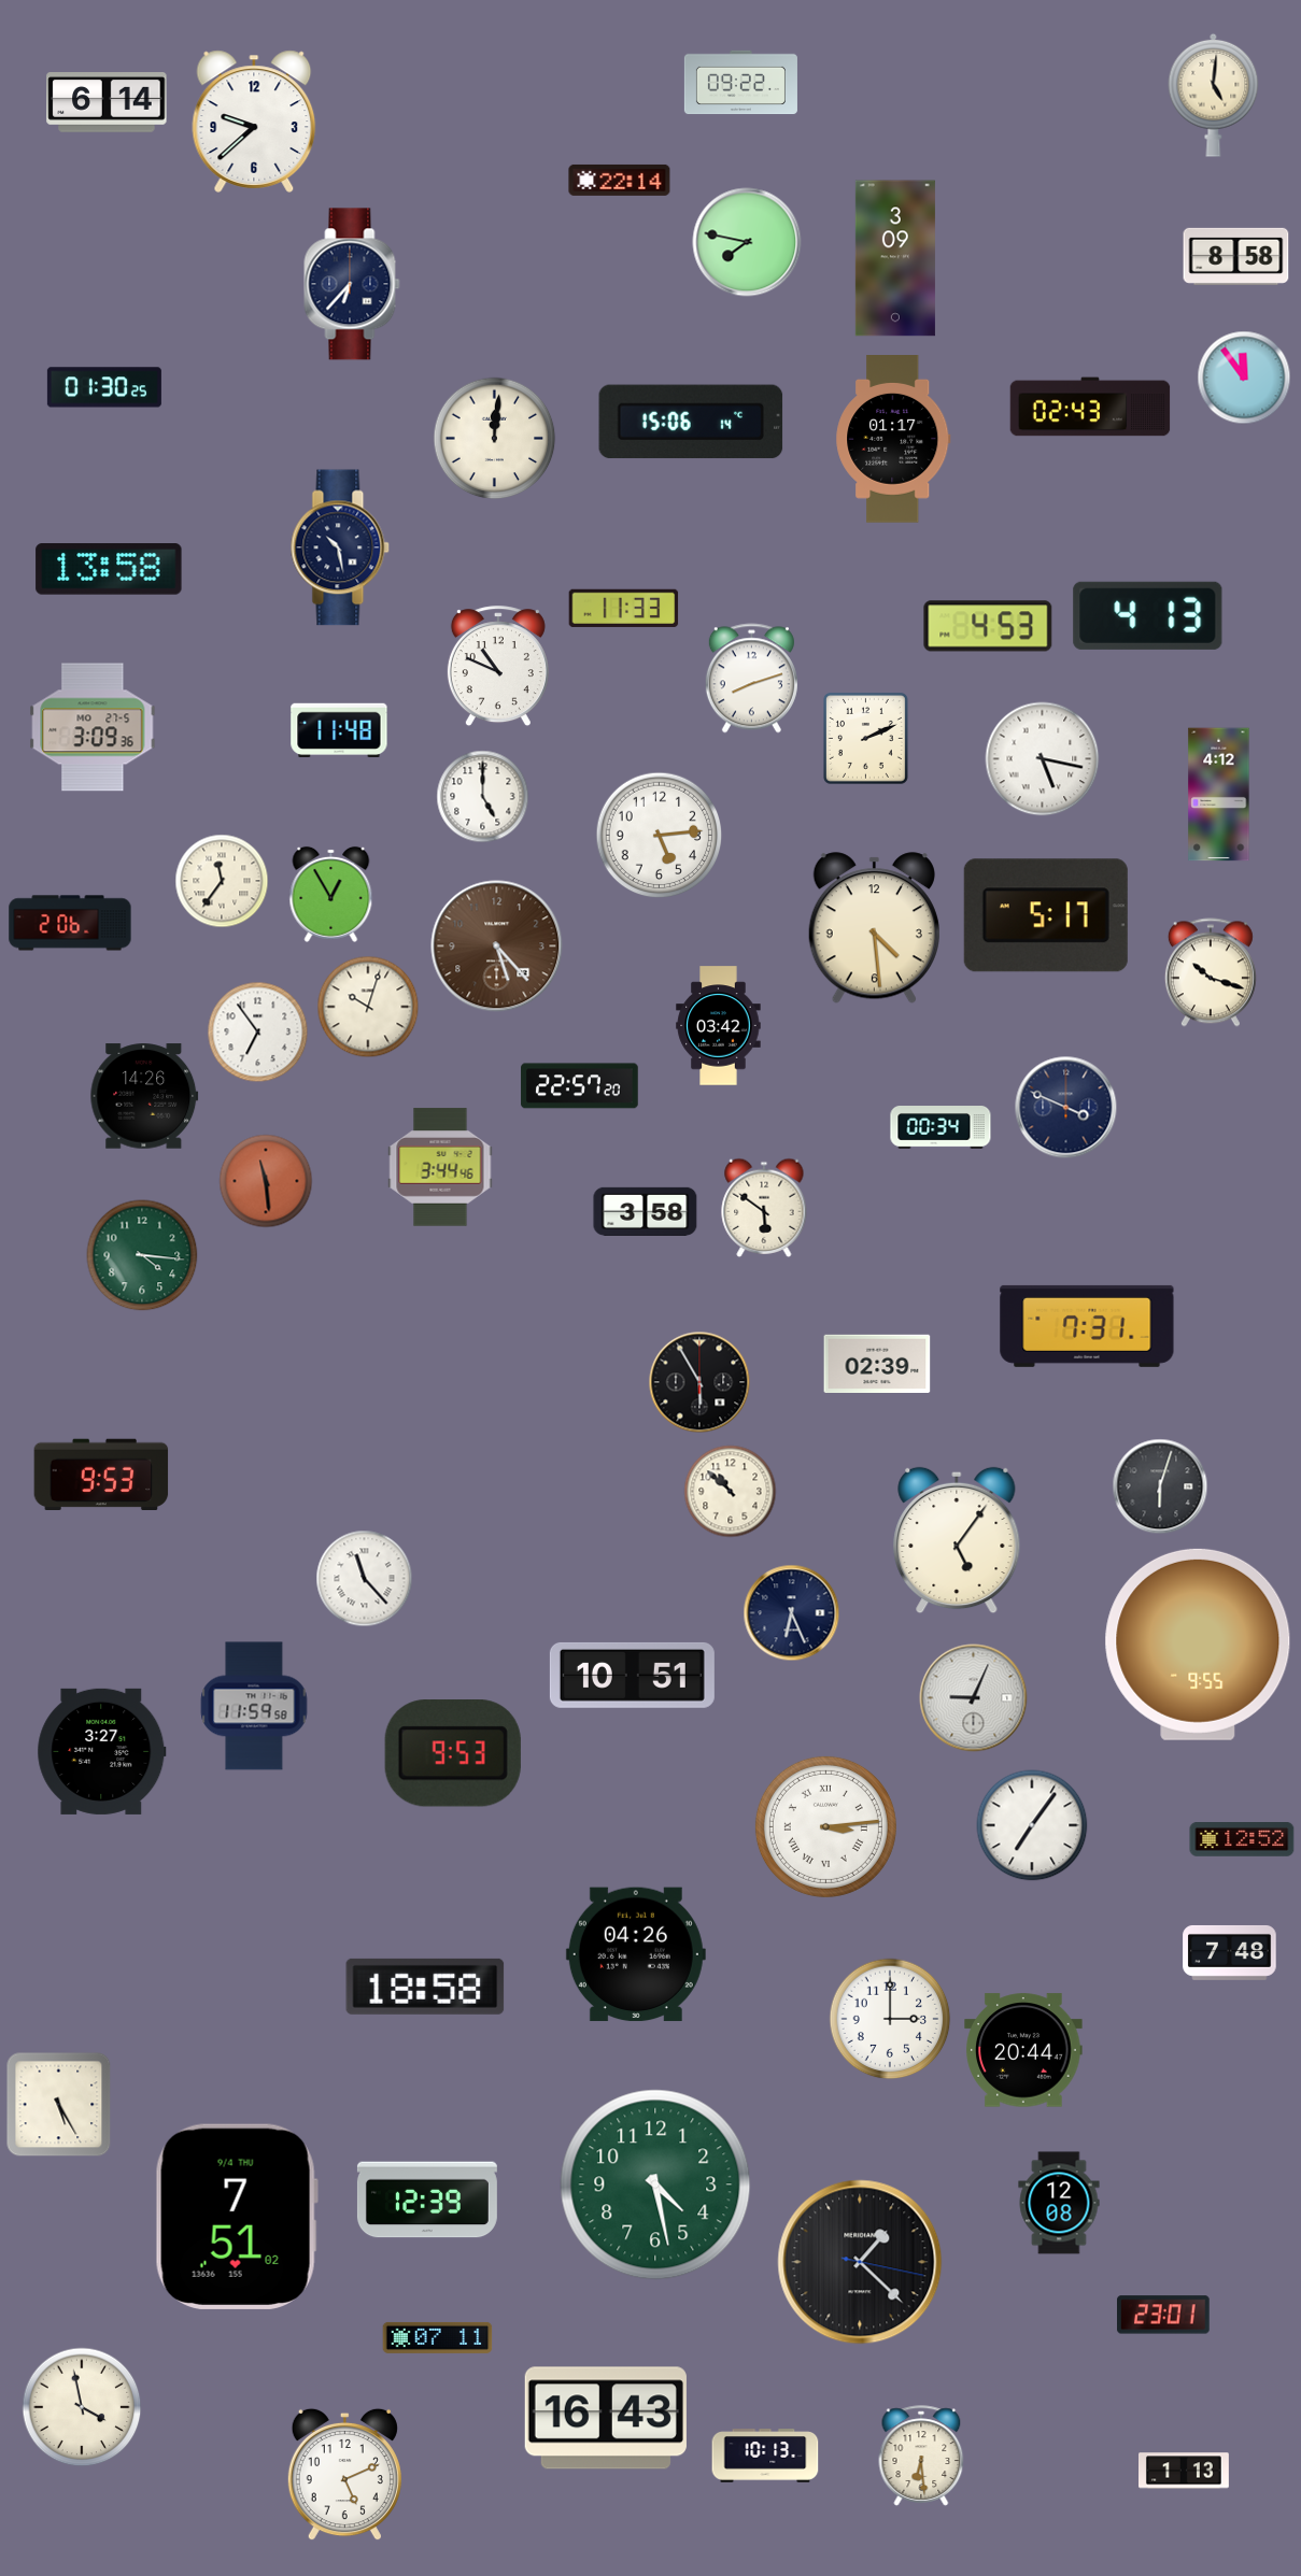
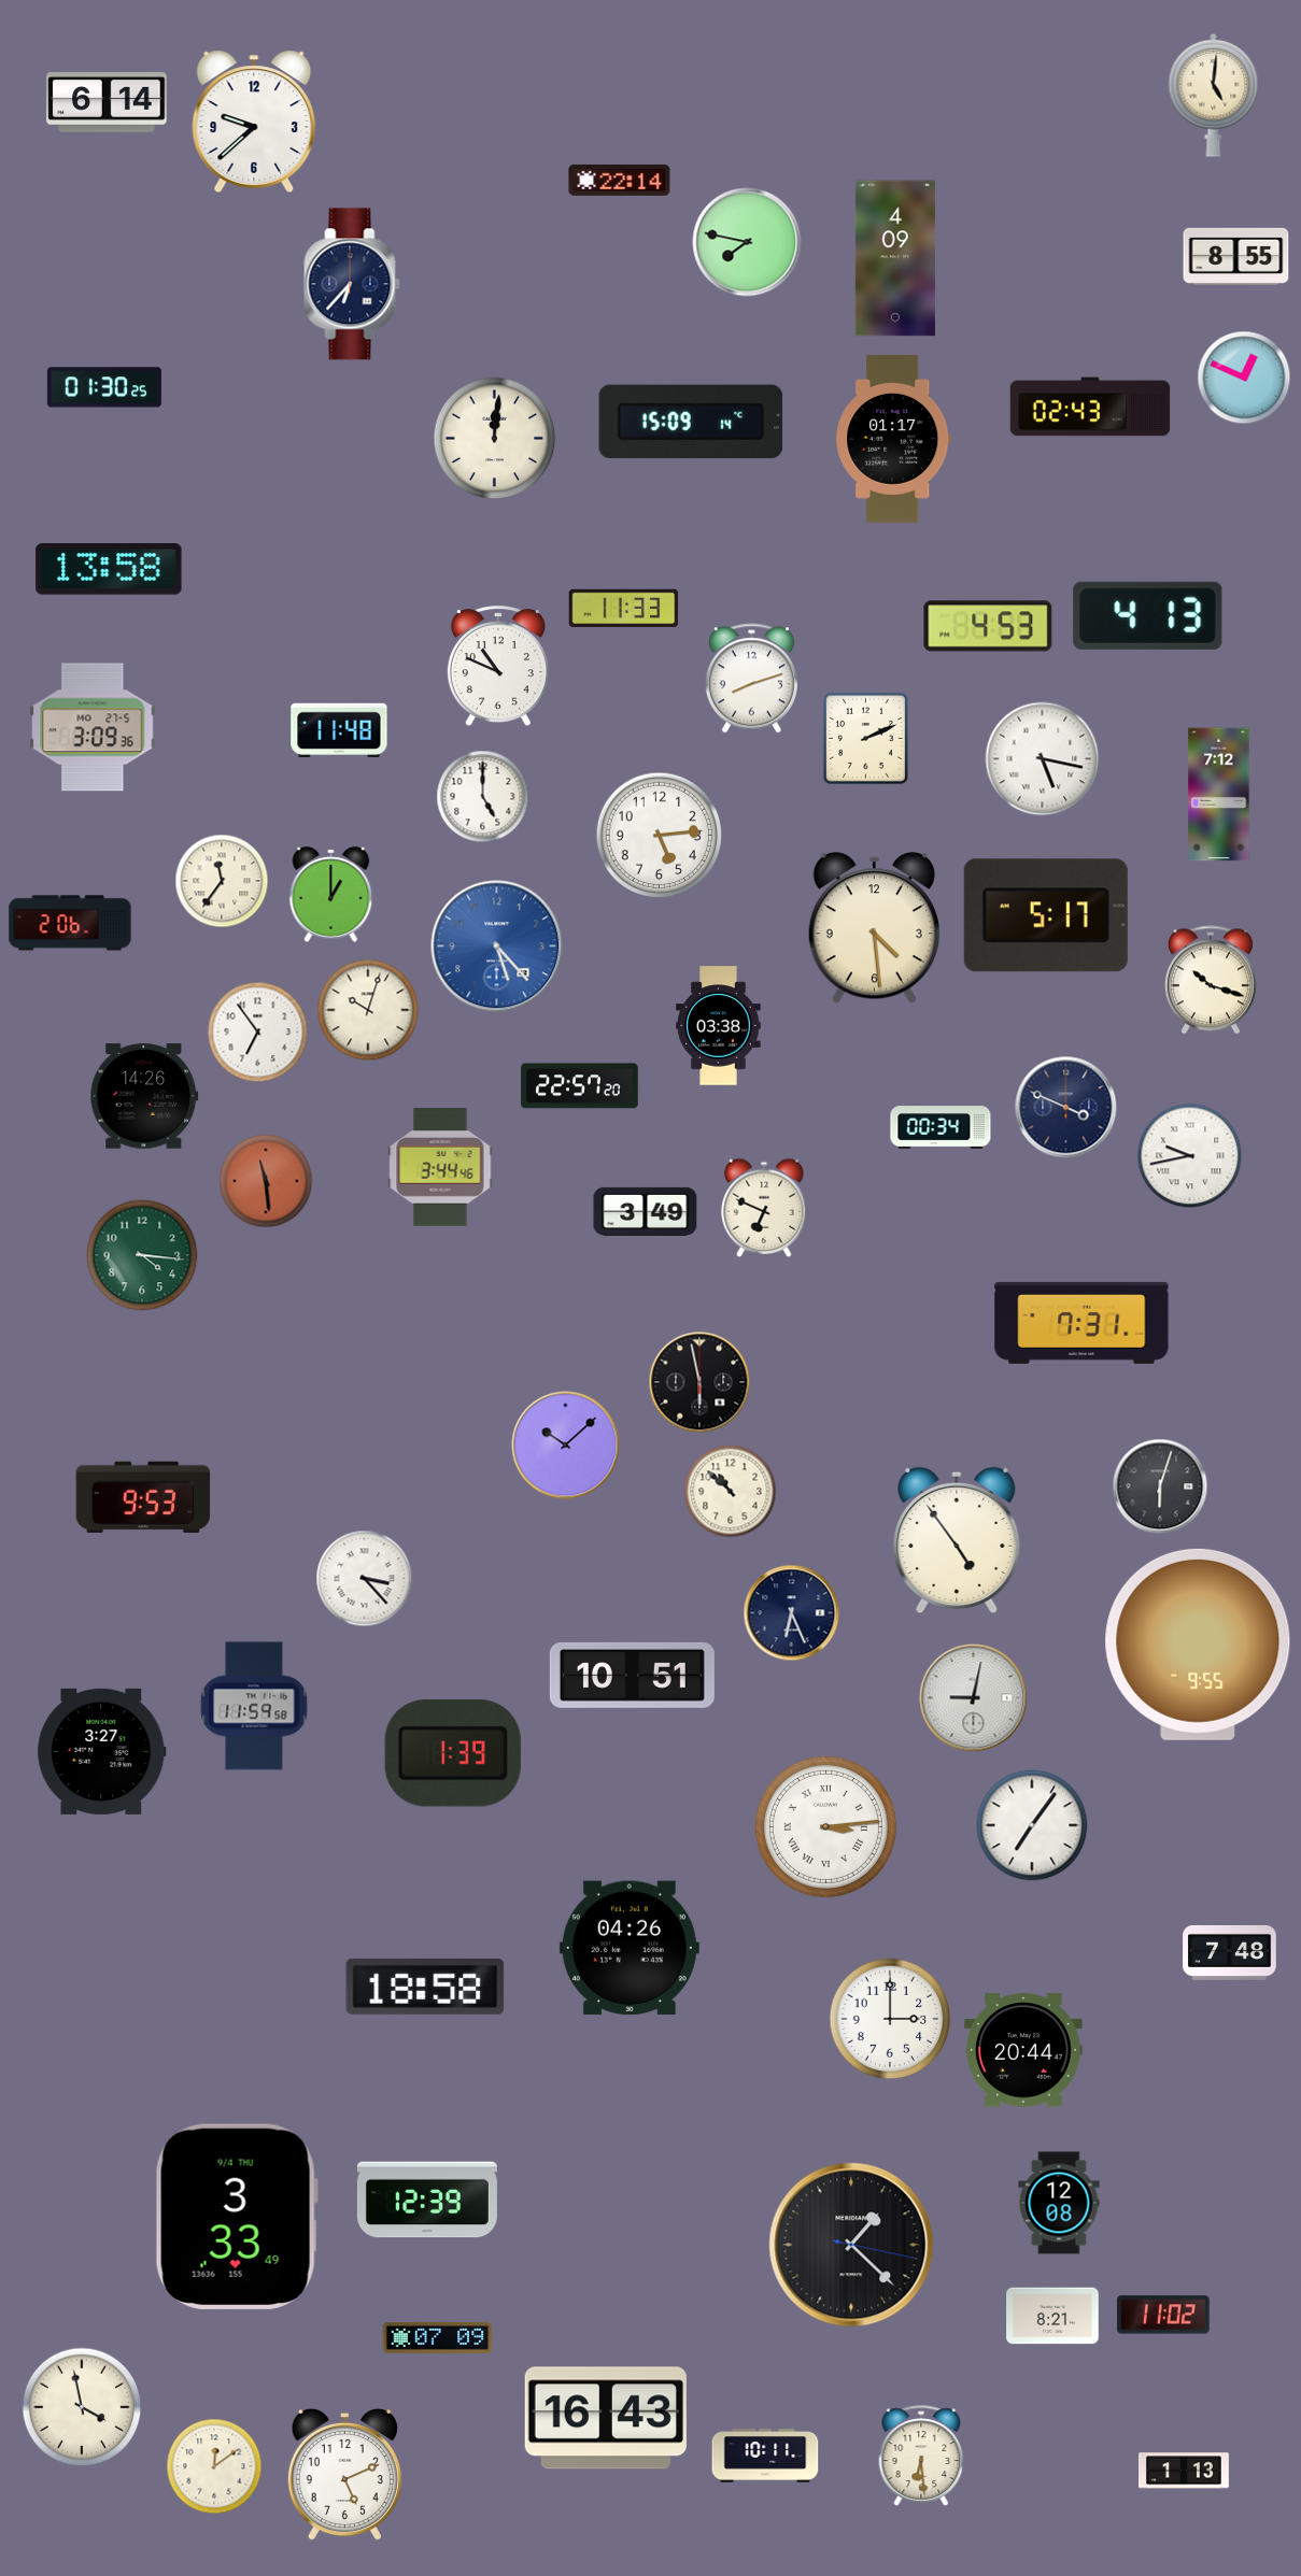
clock at (740, 83): 09:22 -> none
clock at (1236, 256): 8:58 -> 8:55
clock at (895, 258): 3:09 -> 4:09
clock at (1244, 378): 11:54 -> 12:49
clock at (691, 422): 15:06 -> 15:09
clock at (340, 547): 10:28 -> none
clock at (1219, 795): 4:12 -> 7:12
clock at (331, 894): 12:55 -> 1:00
clock at (497, 947) dial: brown -> blue
clock at (1211, 972) position: (1211, 972) -> (1211, 980)
clock at (368, 1007) position: (368, 1007) -> (368, 1010)
clock at (719, 1026): 03:42 -> 03:38
clock at (1190, 1156): none -> 9:43
clock at (764, 1208): 5:51 -> 6:49
clock at (646, 1211): 3:58 -> 3:49
clock at (1087, 1326) position: (1087, 1326) -> (1081, 1323)
clock at (877, 1363): 02:39 -> none
clock at (699, 1382): 5:55 -> 5:58
clock at (566, 1446): none -> 10:08
clock at (101, 1474) position: (101, 1474) -> (143, 1496)
clock at (957, 1540): 5:06 -> 4:54
clock at (365, 1579): 11:23 -> 3:23
clock at (974, 1698): 9:04 -> 9:02
clock at (453, 1753): 9:53 -> 1:39
clock at (1242, 1840): 12:52 -> none
clock at (636, 1954) position: (636, 1954) -> (630, 1948)
clock at (59, 2105): 5:25 -> none
clock at (655, 2184): 4:28 -> none
clock at (237, 2217): 7:51 -> 3:33
clock at (860, 2262) position: (860, 2262) -> (851, 2245)
clock at (1164, 2315): 23:01 -> 11:02
clock at (1052, 2316): none -> 8:21
clock at (438, 2337): 07:11 -> 07:09
clock at (765, 2456): 10:13 -> 10:11
clock at (214, 2466): none -> 12:09
